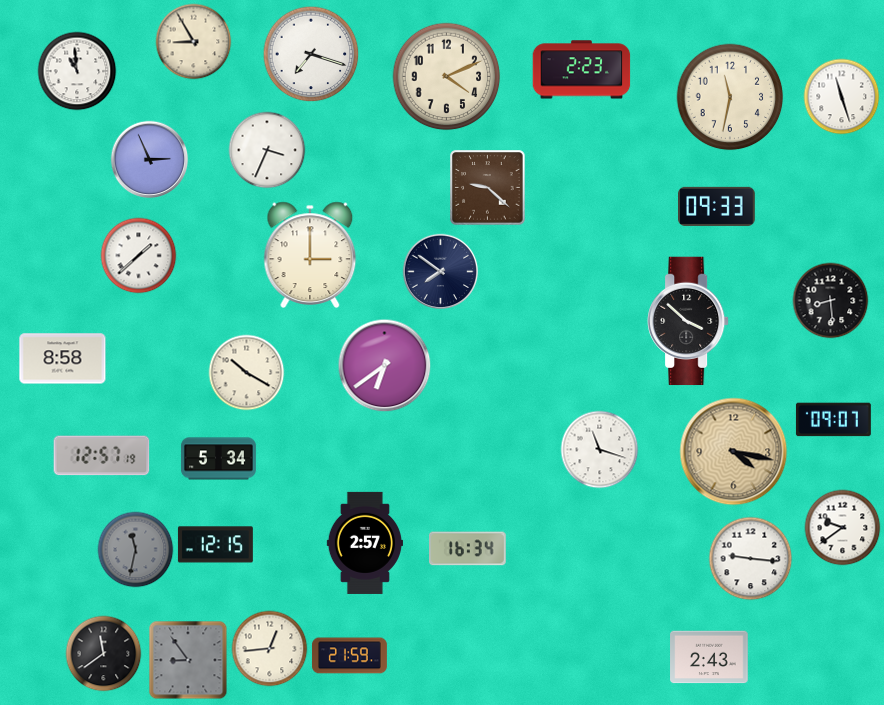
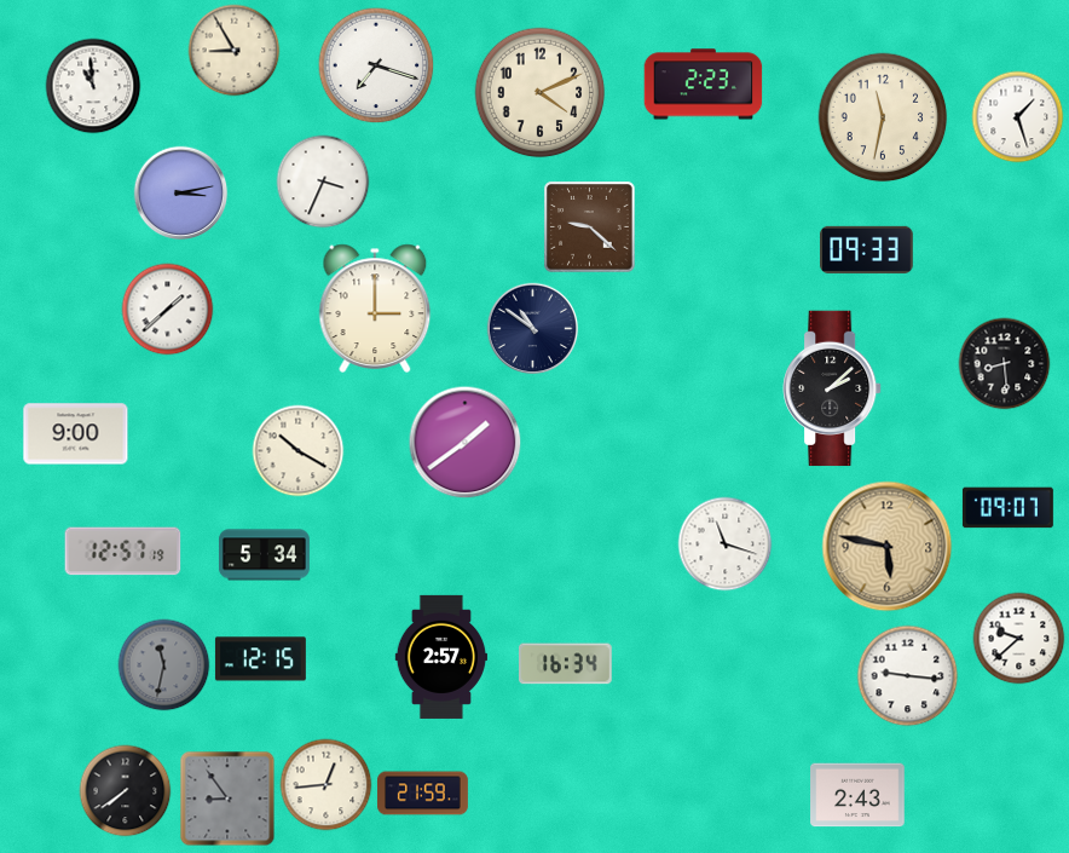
clock at (842, 97): 11:27 -> 1:27
clock at (150, 160): 2:56 -> 3:13
clock at (441, 272): 7:51 -> 10:51
clock at (688, 321): 3:52 -> 2:08
clock at (63, 359): 8:58 -> 9:00
clock at (385, 366): 6:39 -> 1:39
clock at (734, 452): 4:17 -> 5:47
clock at (843, 528): 9:39 -> 9:38
clock at (104, 654): 11:39 -> 7:39
